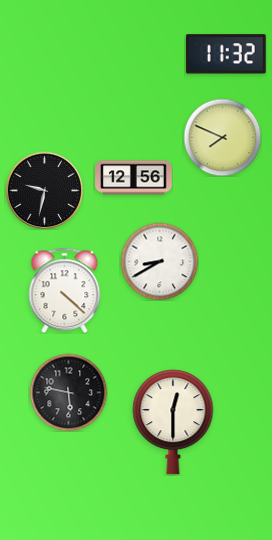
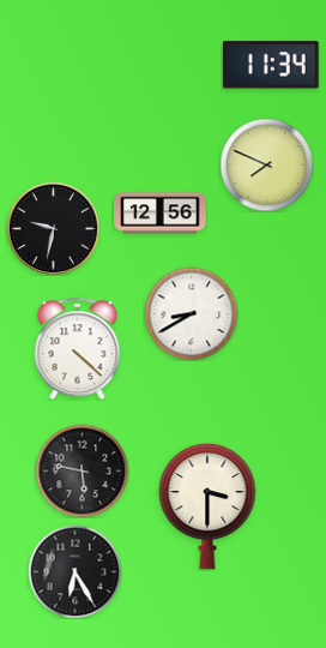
clock at (226, 54): 11:32 -> 11:34
clock at (173, 422): 12:30 -> 3:30
clock at (74, 571): none -> 6:25
